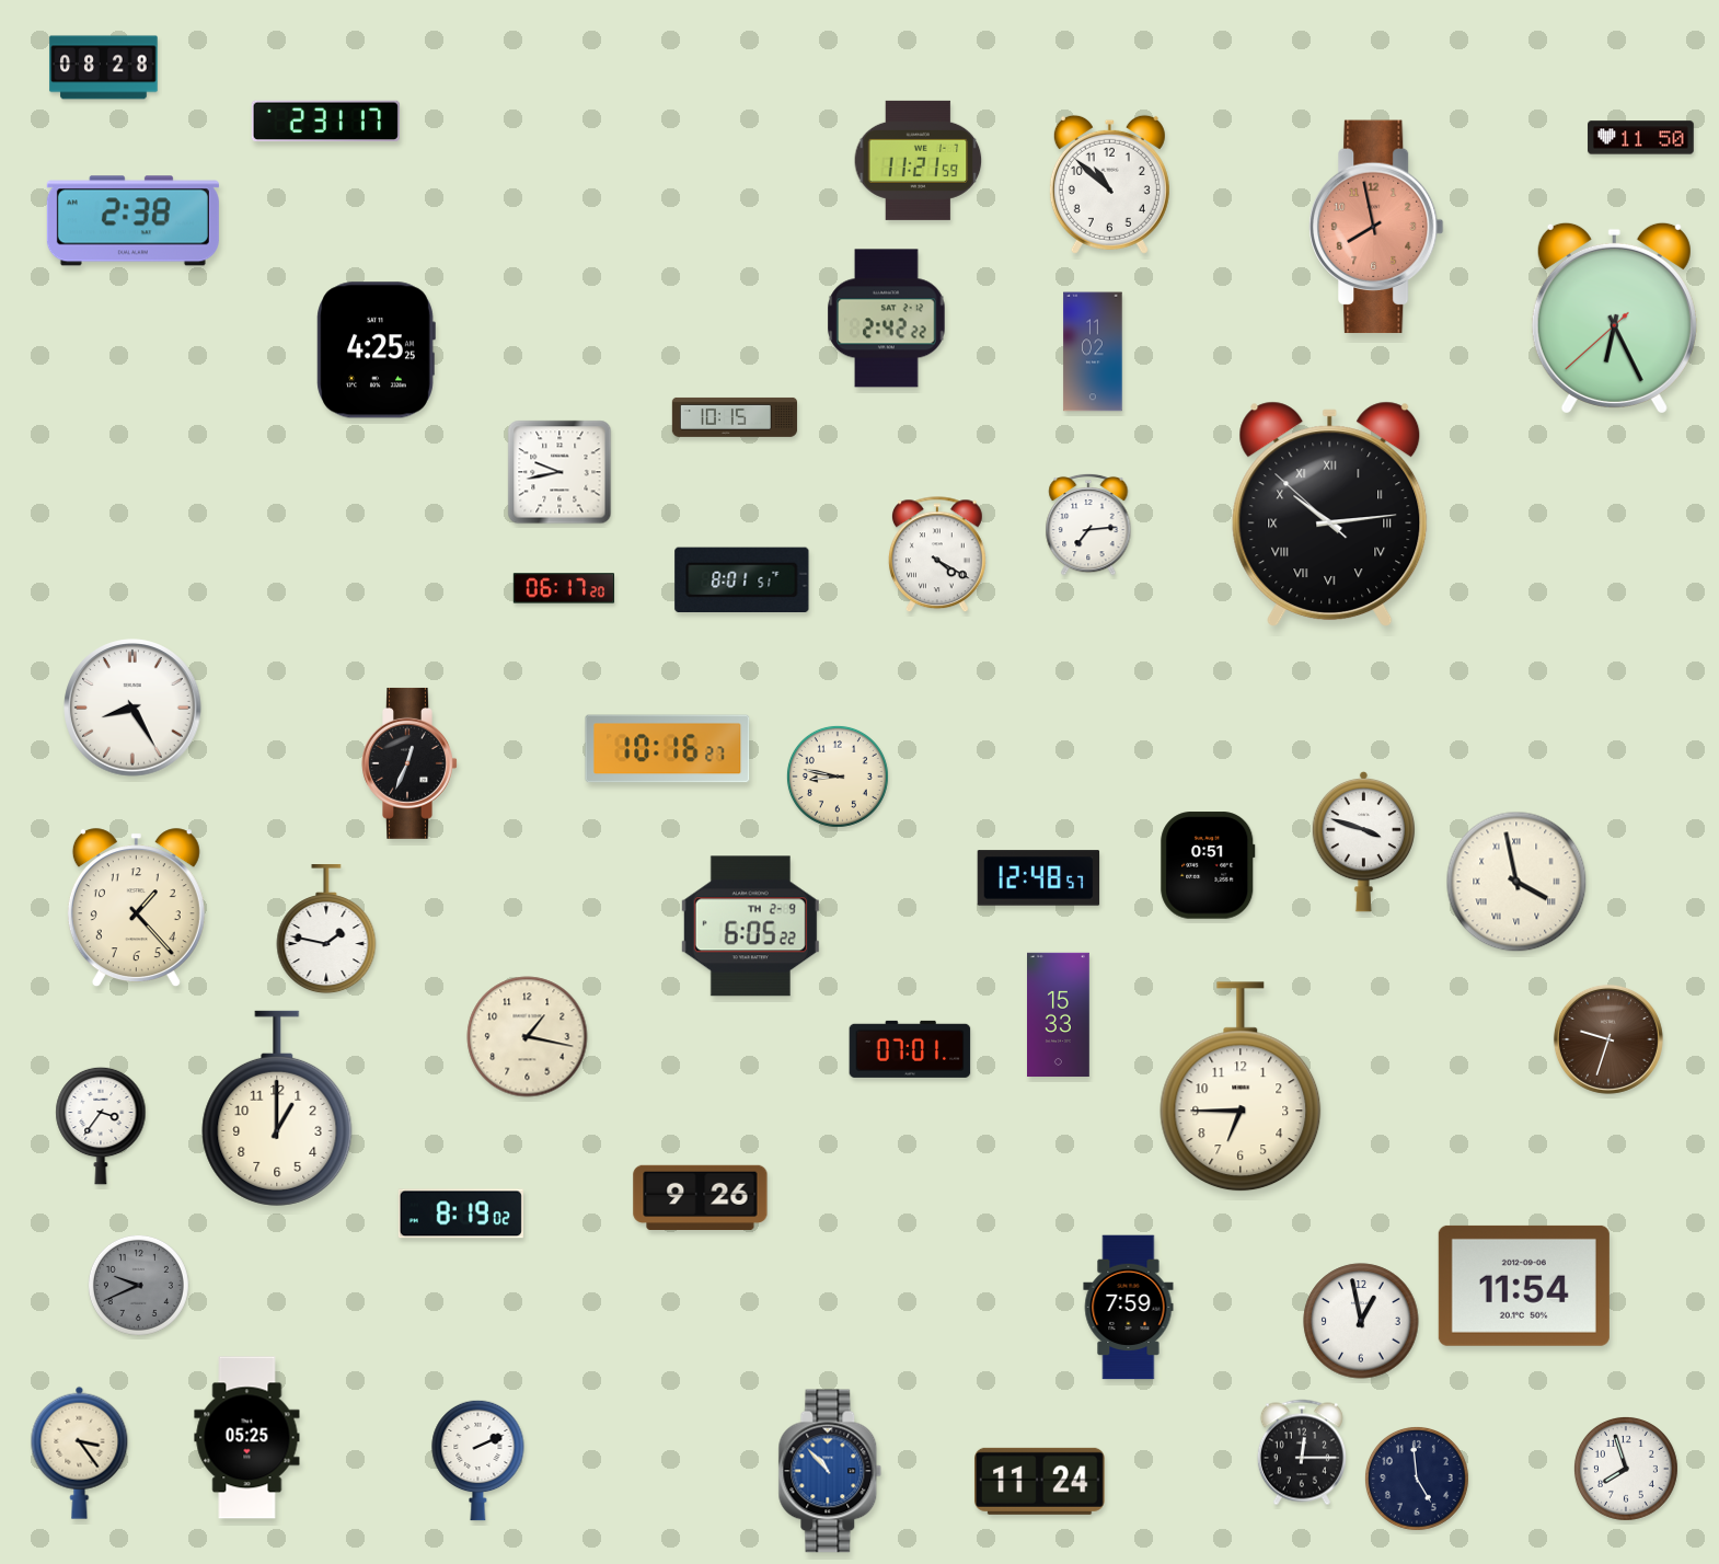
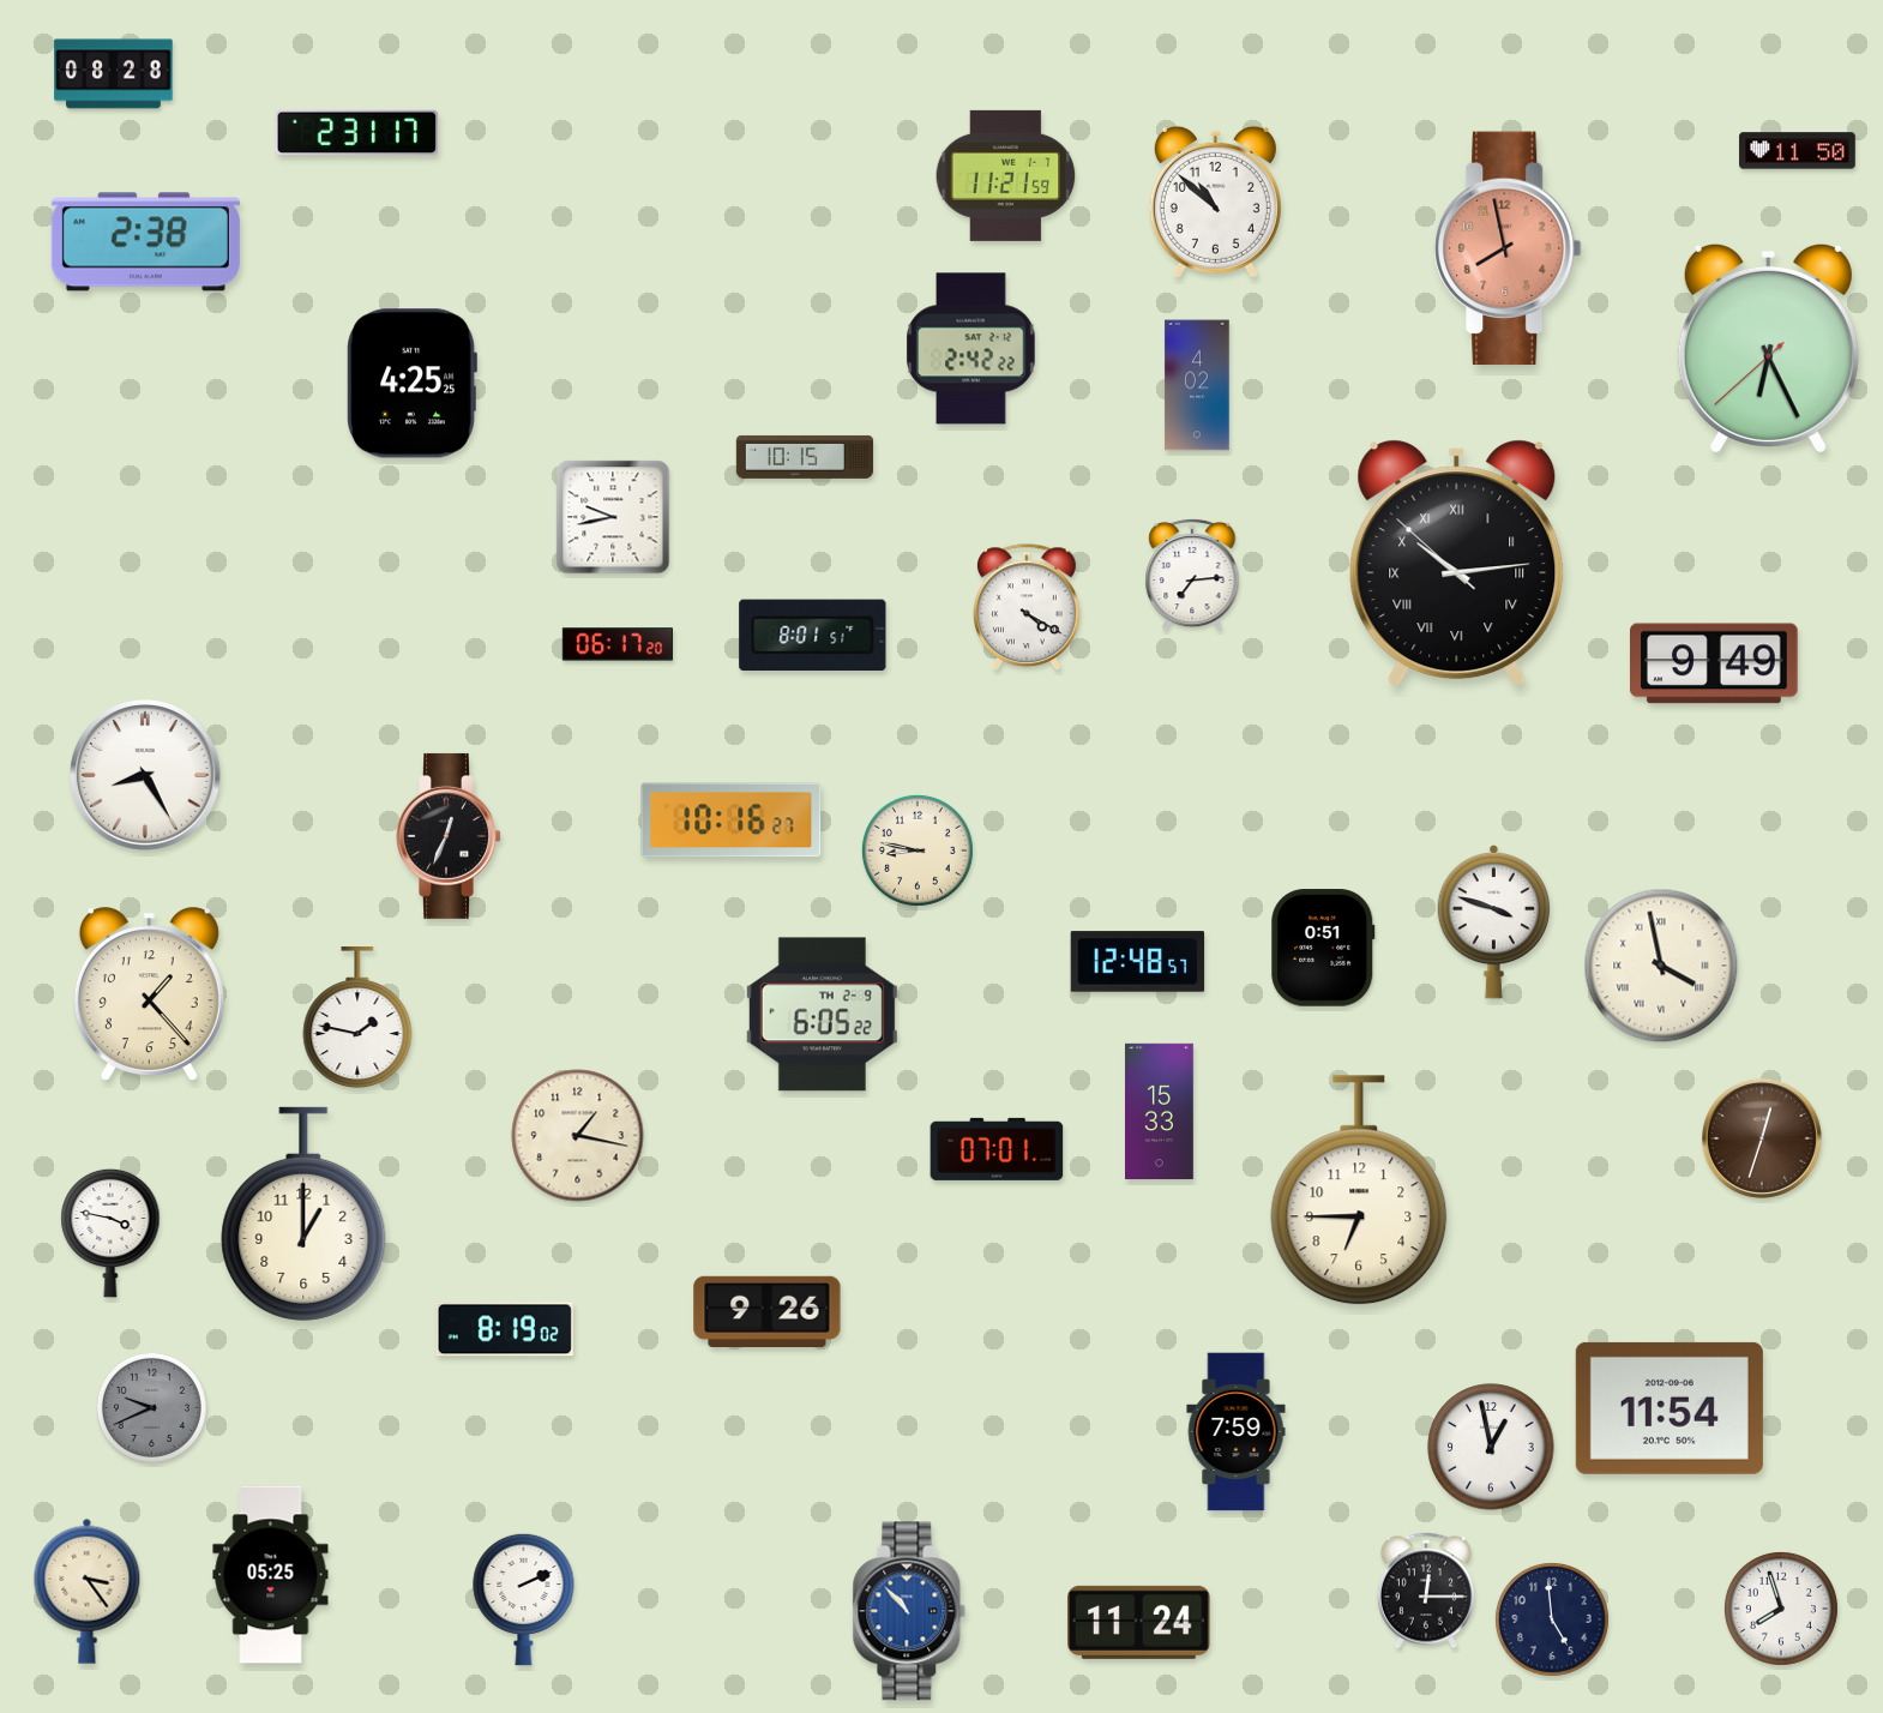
clock at (1093, 352): 11:02 -> 4:02
clock at (1715, 663): none -> 9:49
clock at (1608, 1039): 9:33 -> 12:33
clock at (101, 1126): 3:36 -> 3:47
